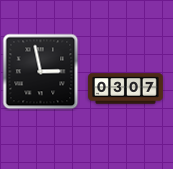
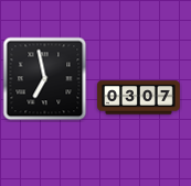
clock at (41, 72): 2:58 -> 6:58
